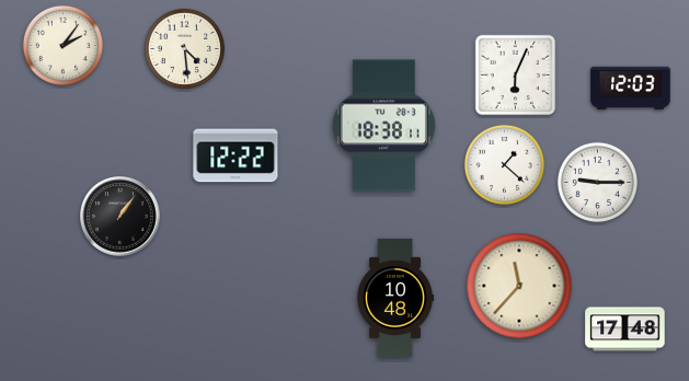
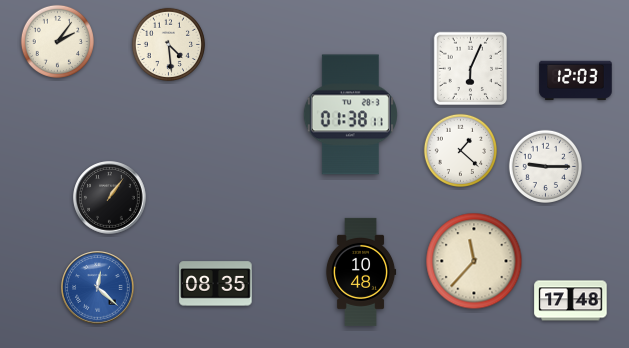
clock at (383, 126): 18:38 -> 01:38
clock at (236, 155): 12:22 -> none
clock at (216, 284): none -> 08:35
clock at (98, 288): none -> 12:22
